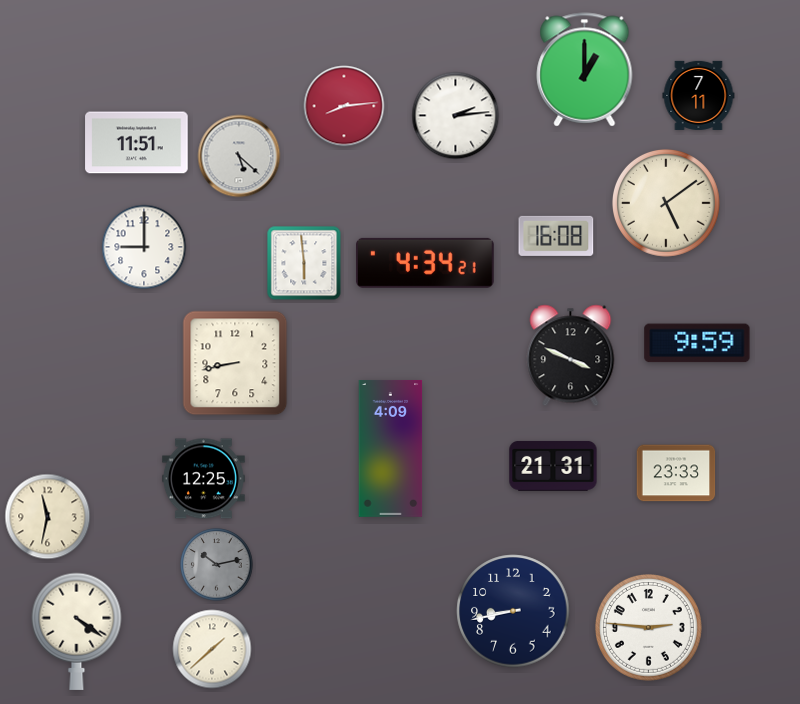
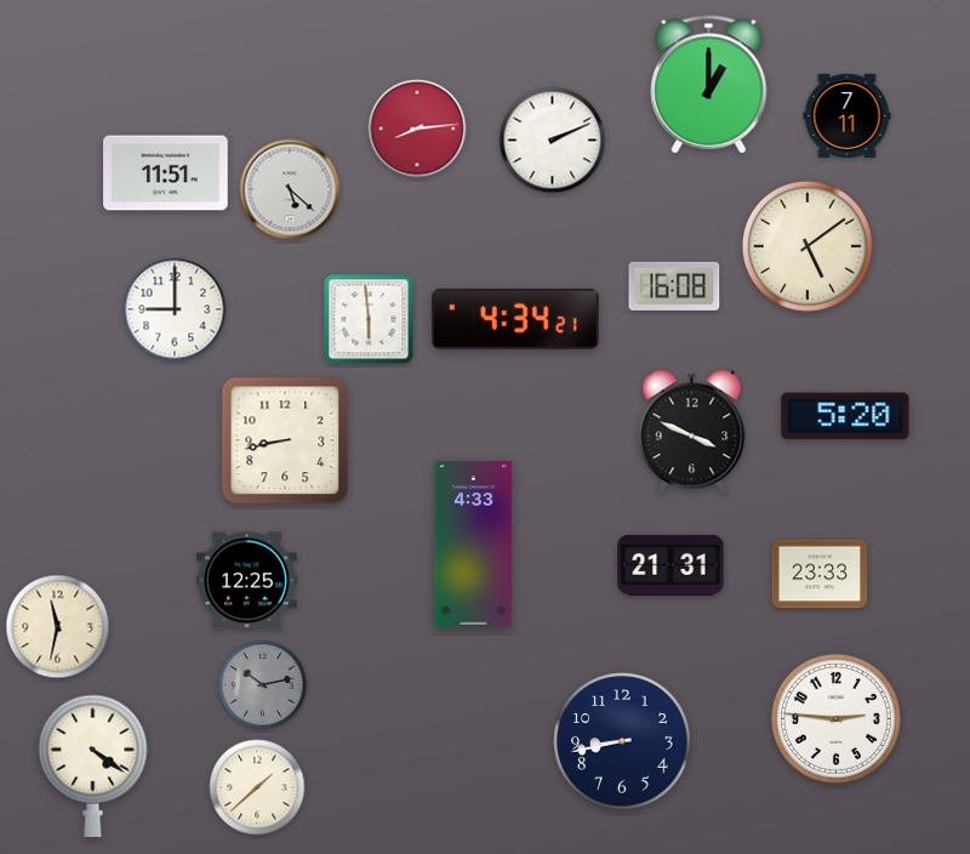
clock at (456, 116): 2:14 -> 2:11
clock at (144, 247) position: (144, 247) -> (175, 309)
clock at (697, 343): 9:59 -> 5:20
clock at (391, 448): 4:09 -> 4:33
clock at (648, 627) position: (648, 627) -> (835, 718)
